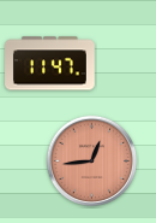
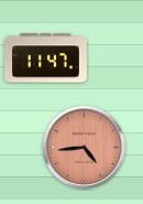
clock at (92, 162): 12:44 -> 4:44
